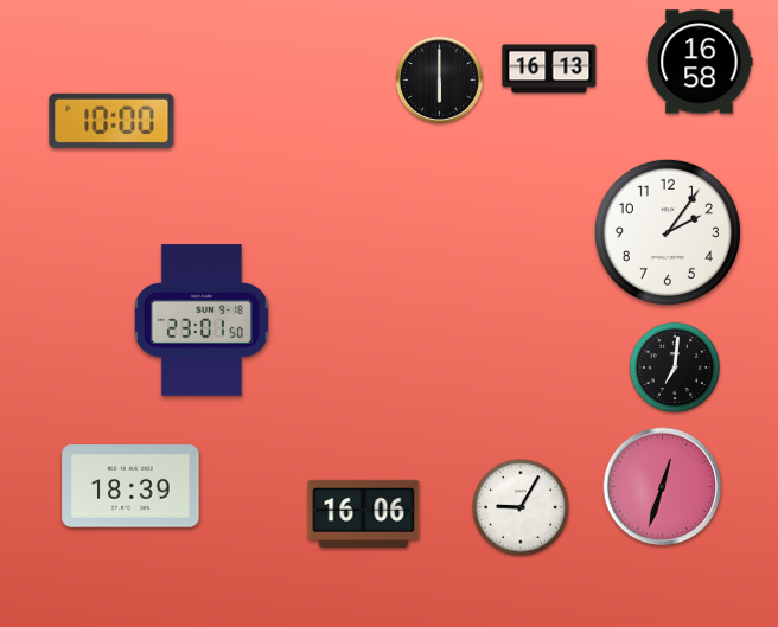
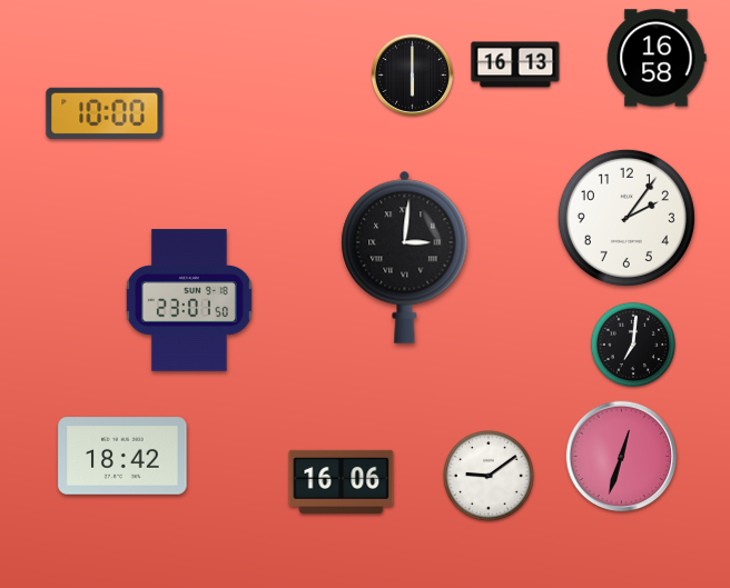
clock at (405, 257): none -> 3:01
clock at (130, 486): 18:39 -> 18:42
clock at (521, 507): 9:05 -> 9:09
